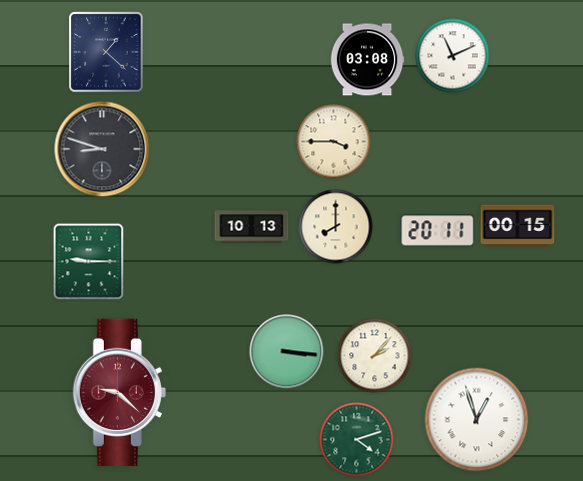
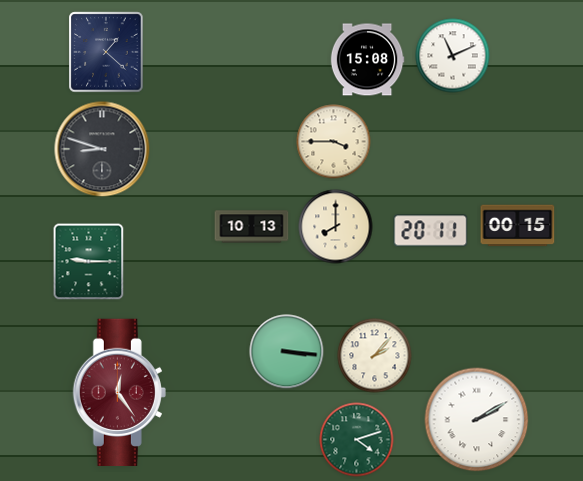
clock at (367, 60): 03:08 -> 15:08
clock at (438, 231) position: (438, 231) -> (431, 231)
clock at (119, 392): 9:22 -> 12:24
clock at (477, 420): 12:57 -> 2:10
